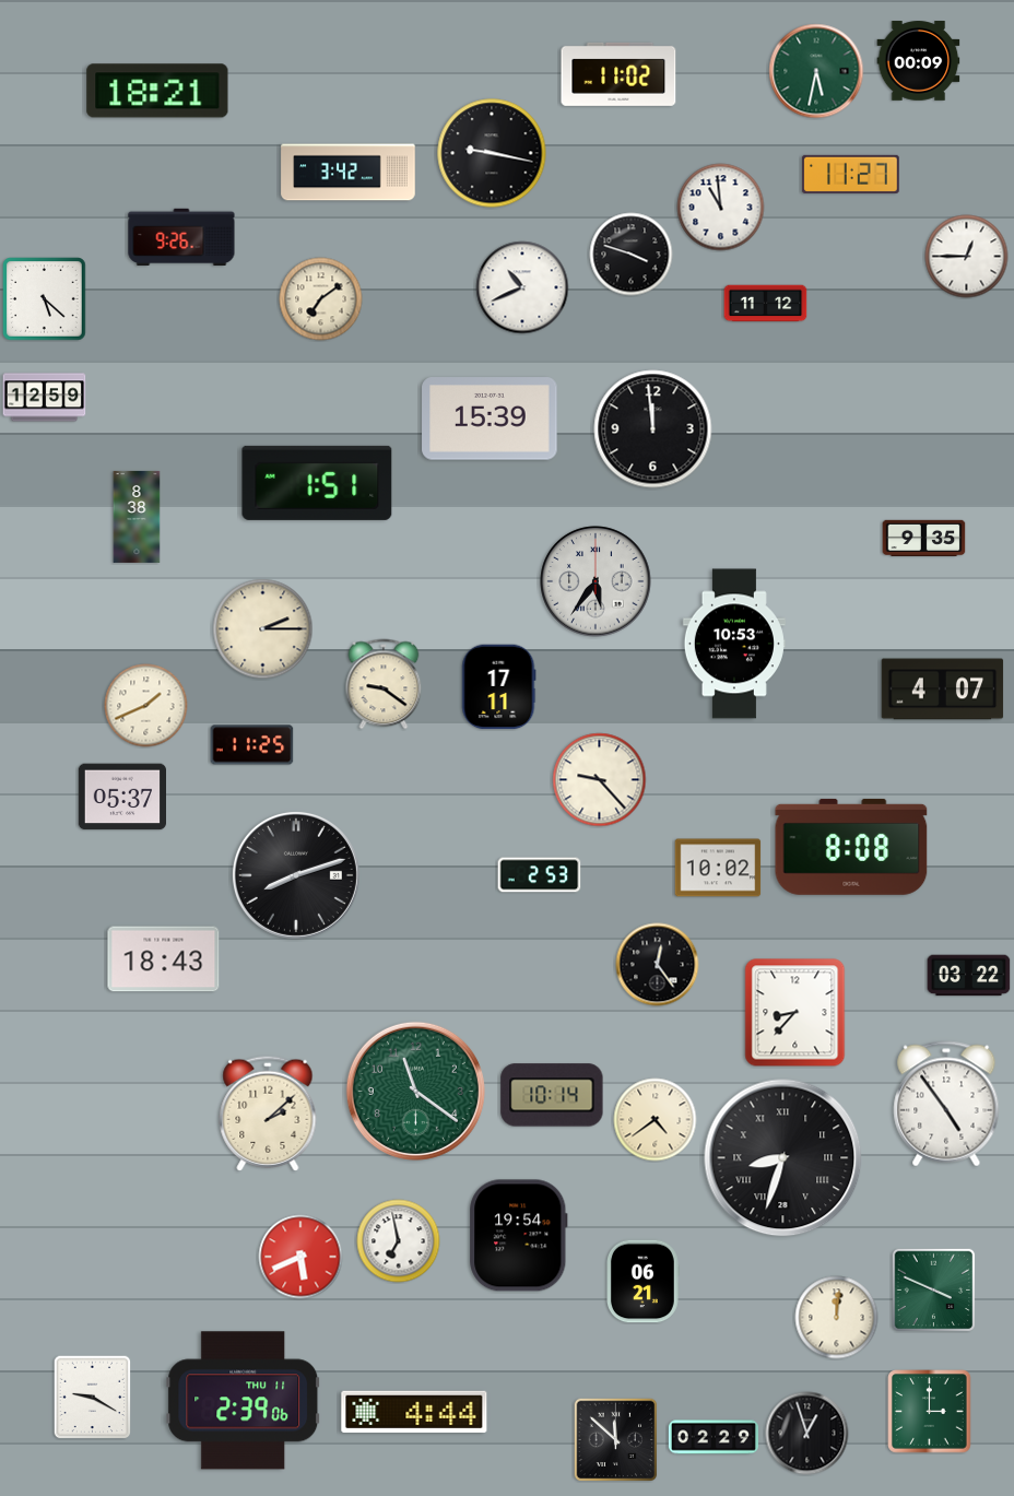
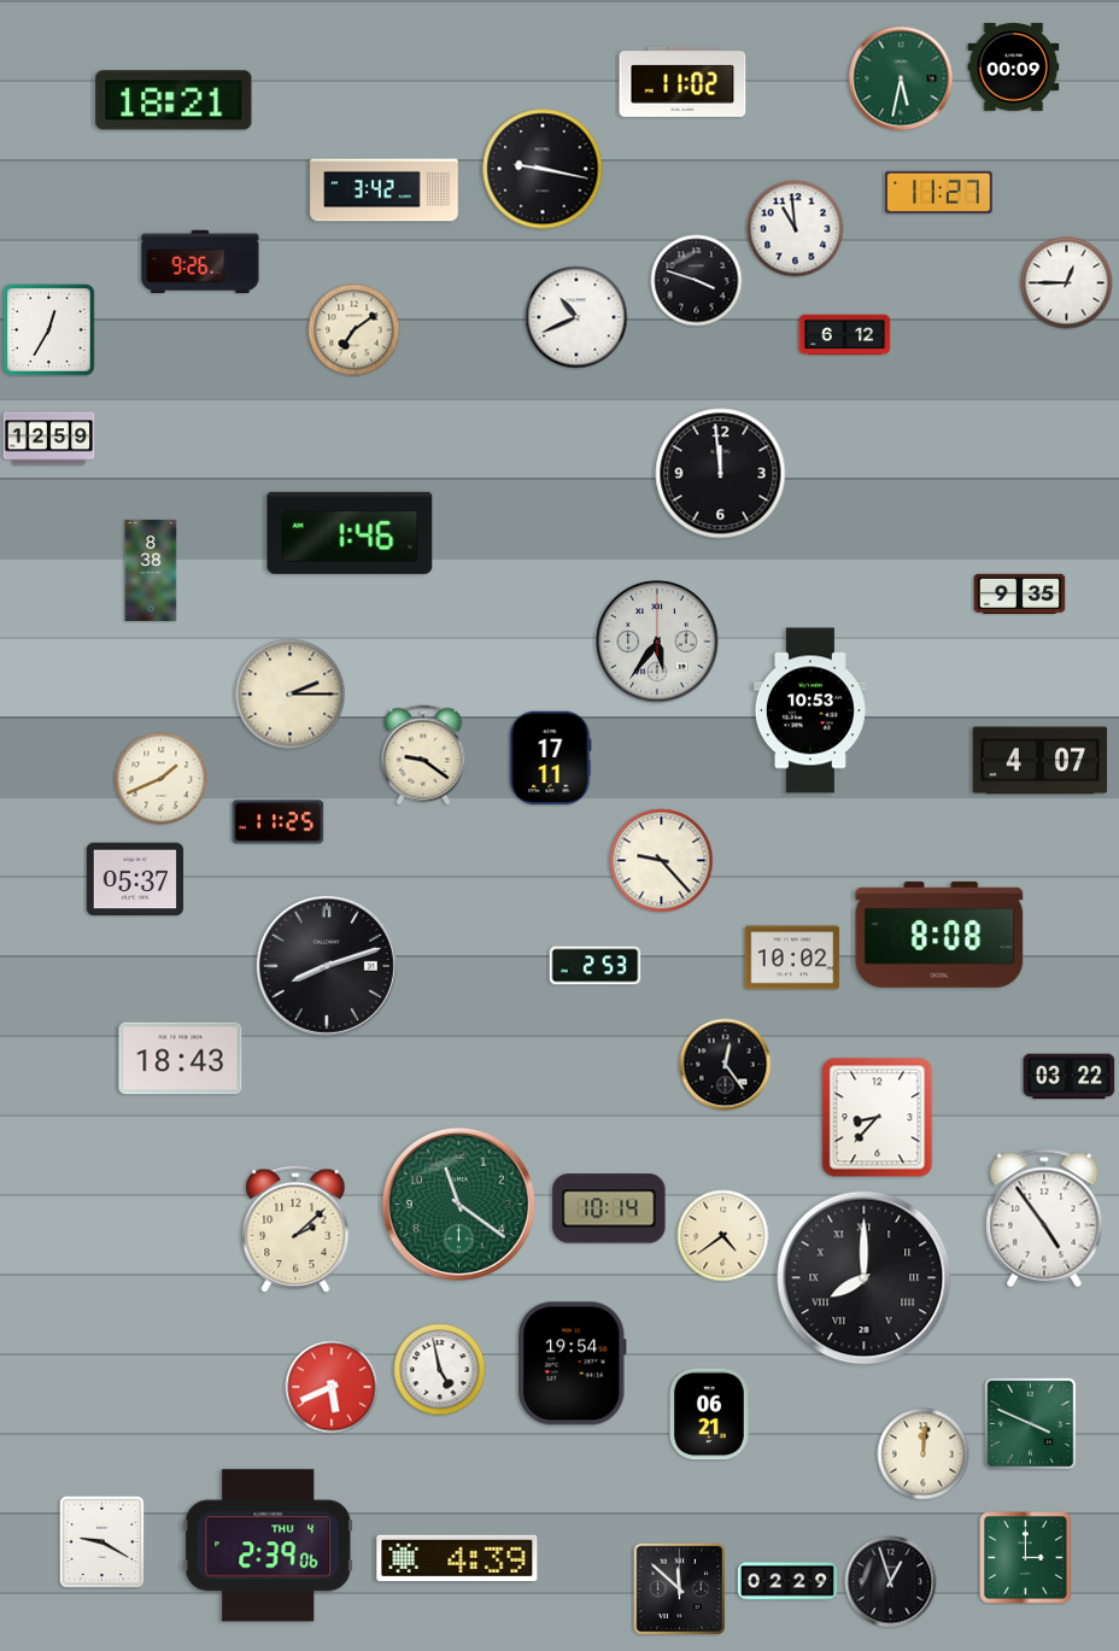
clock at (45, 299): 5:22 -> 12:35
clock at (766, 304): 11:12 -> 6:12
clock at (490, 419): 15:39 -> none
clock at (317, 483): 1:51 -> 1:46
clock at (783, 1158): 8:33 -> 8:00
clock at (399, 1241): 6:58 -> 4:58
clock at (244, 1401) date: THU 11 -> THU 4
clock at (414, 1412): 4:44 -> 4:39
clock at (714, 1437) position: (714, 1437) -> (787, 1581)
